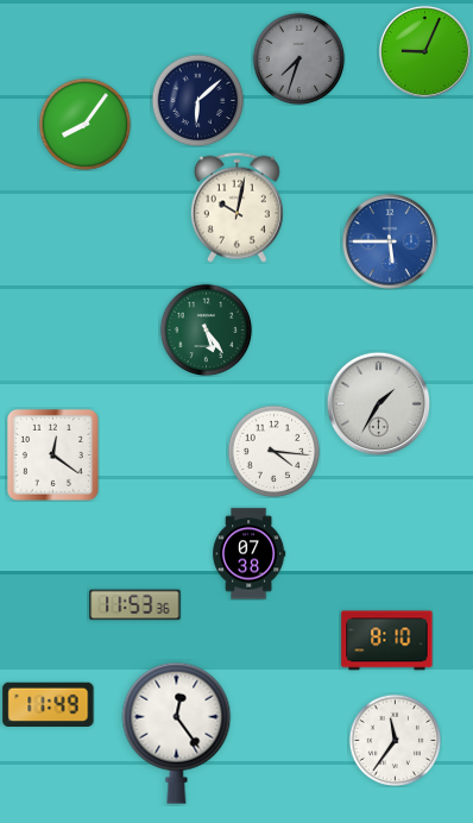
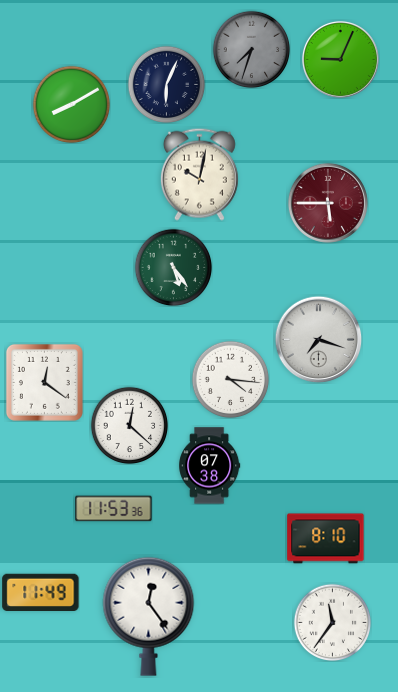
clock at (424, 51) position: (424, 51) -> (340, 59)
clock at (197, 100): 6:08 -> 6:04
clock at (84, 124): 8:06 -> 8:10
clock at (390, 241) dial: blue -> burgundy
clock at (206, 329) position: (206, 329) -> (173, 267)
clock at (378, 403): 1:35 -> 7:18
clock at (129, 425): none -> 12:22
